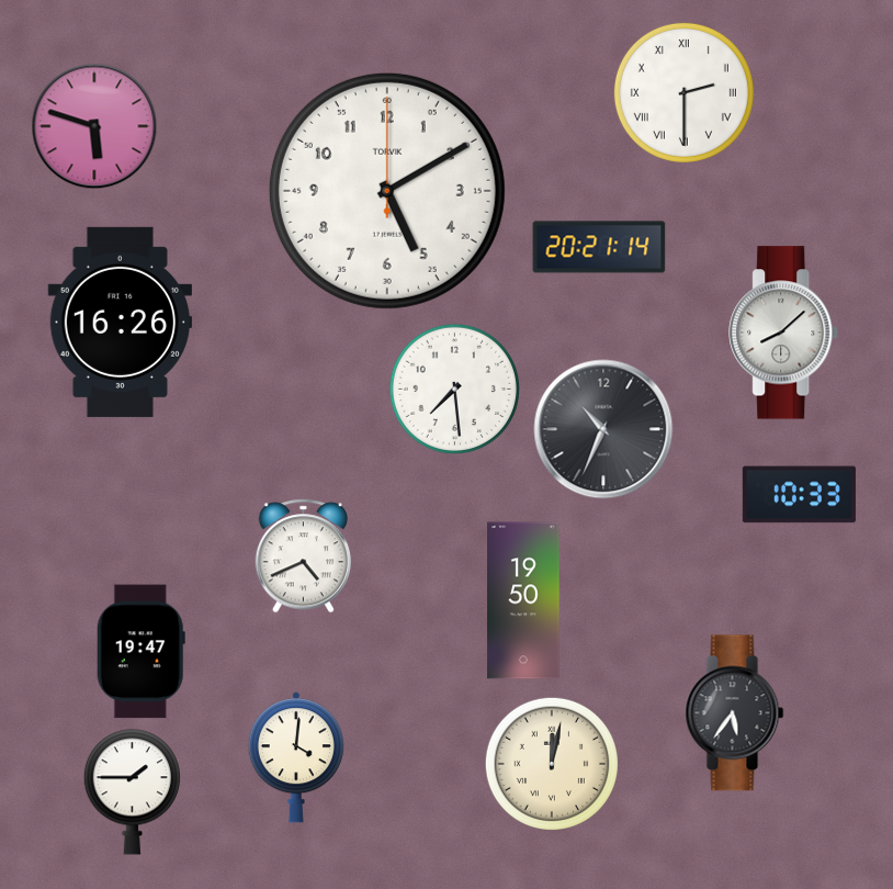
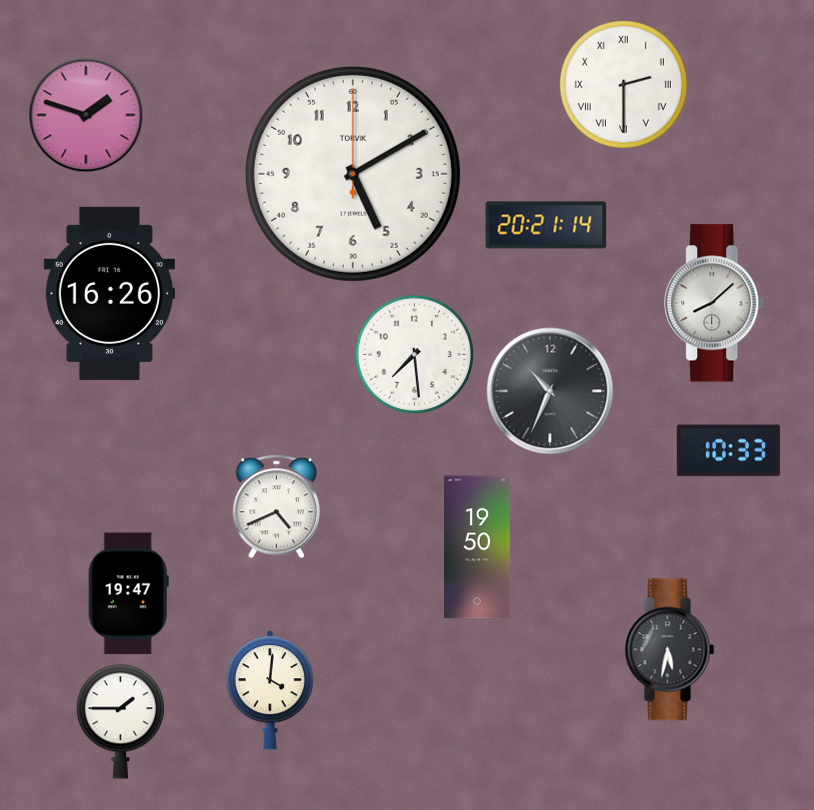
clock at (94, 126): 5:48 -> 1:48
clock at (735, 713): 5:36 -> 5:32
clock at (552, 764): 12:02 -> none
